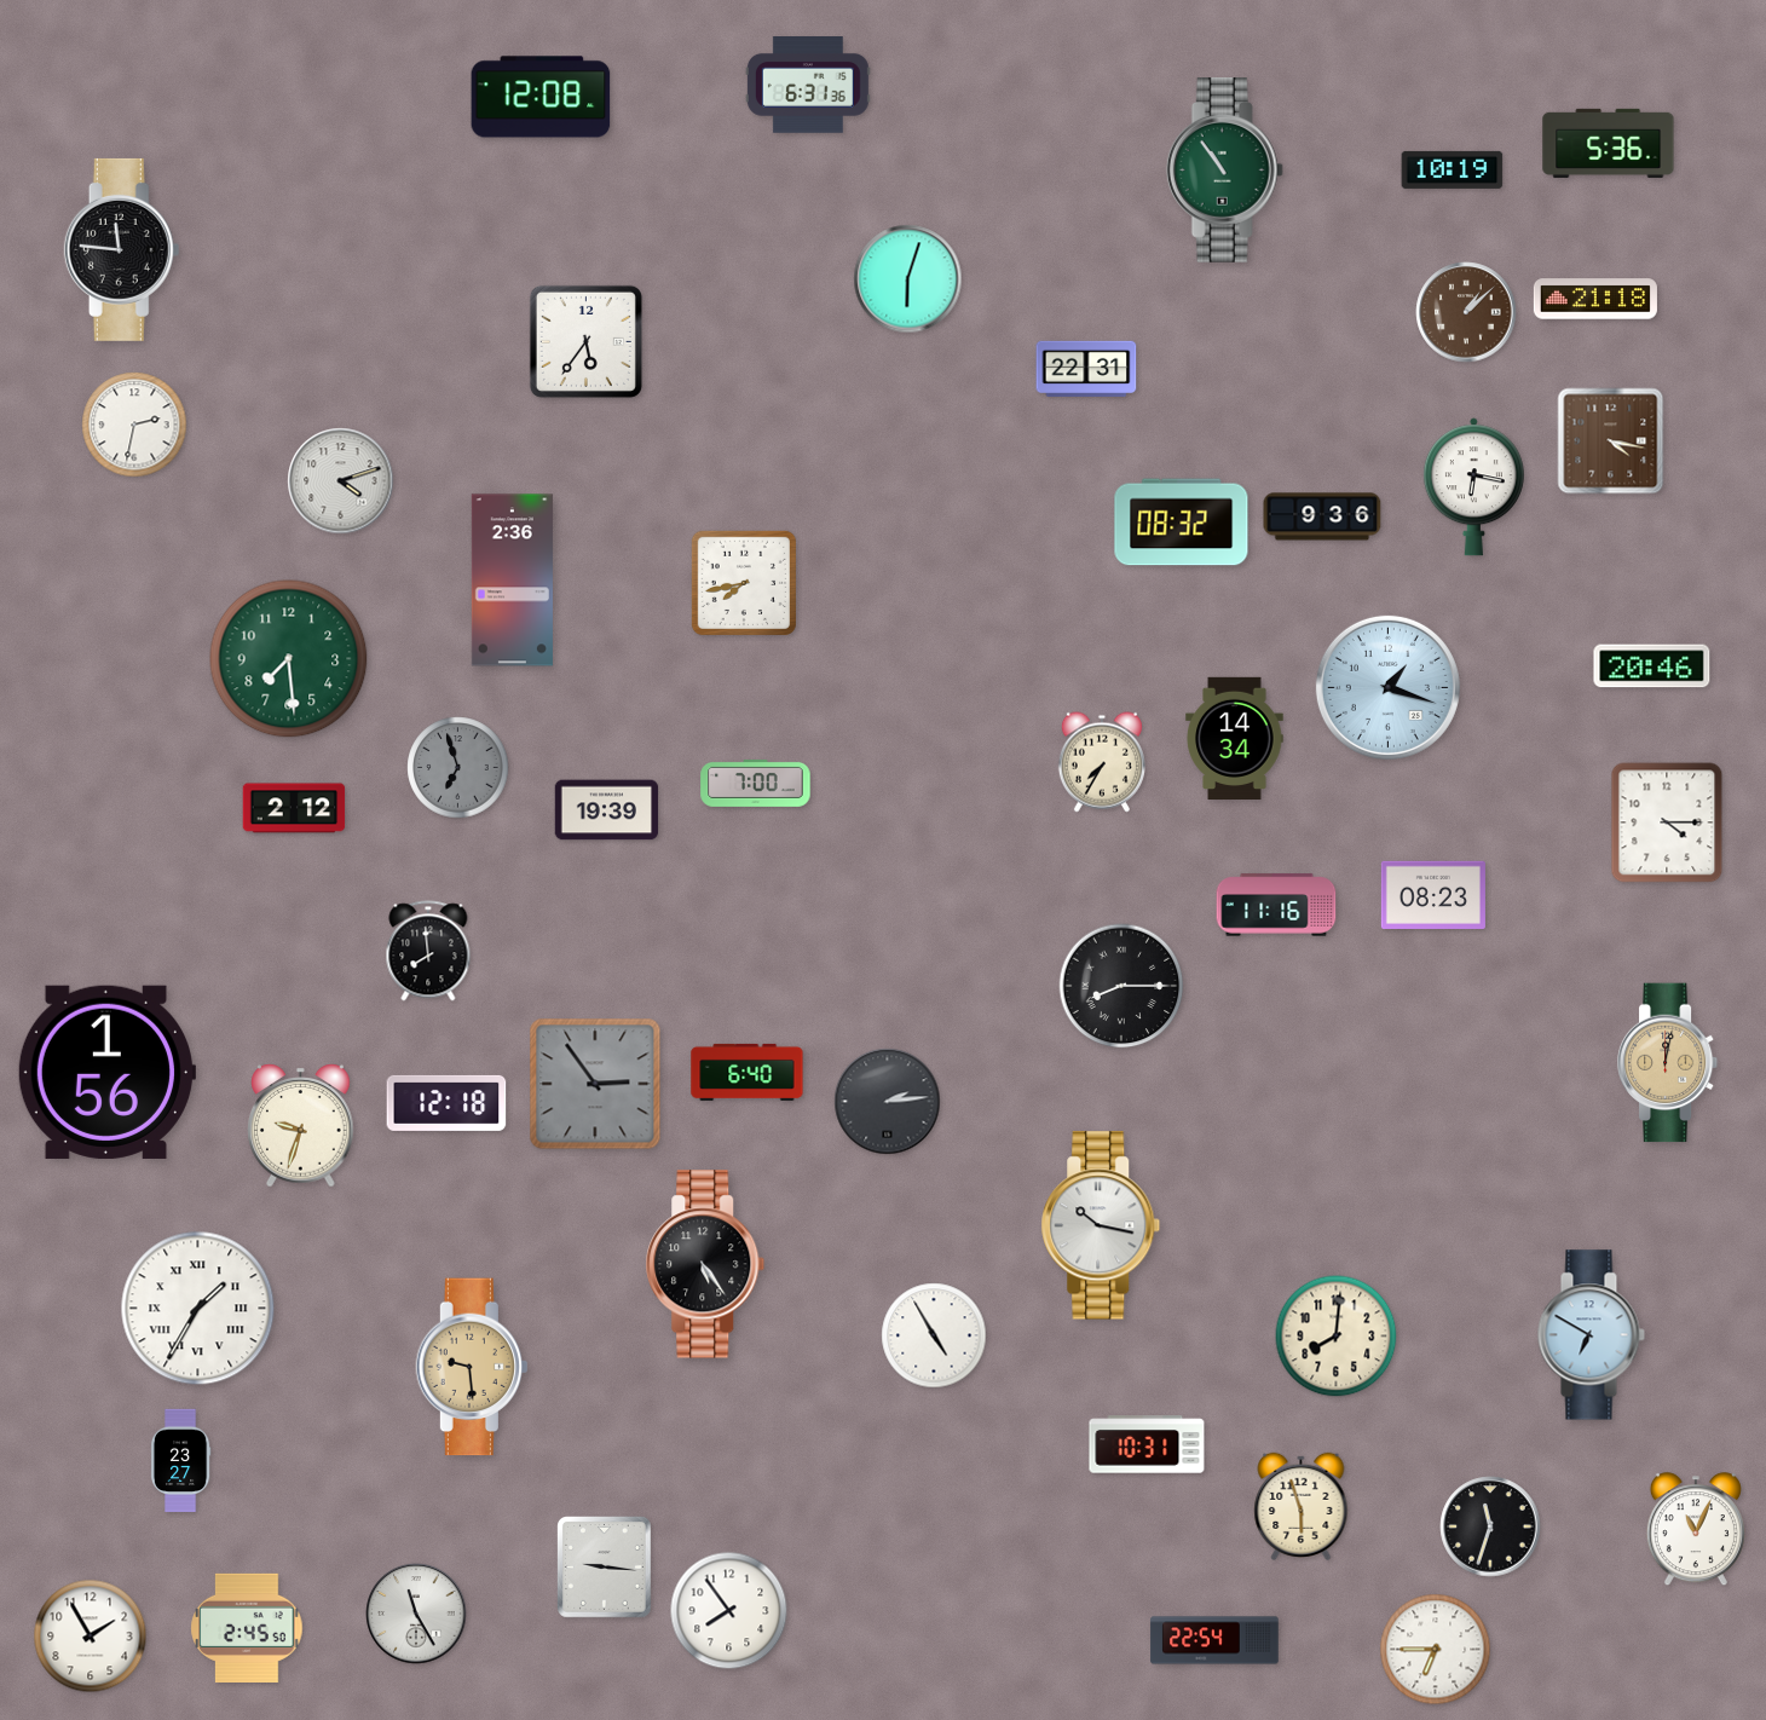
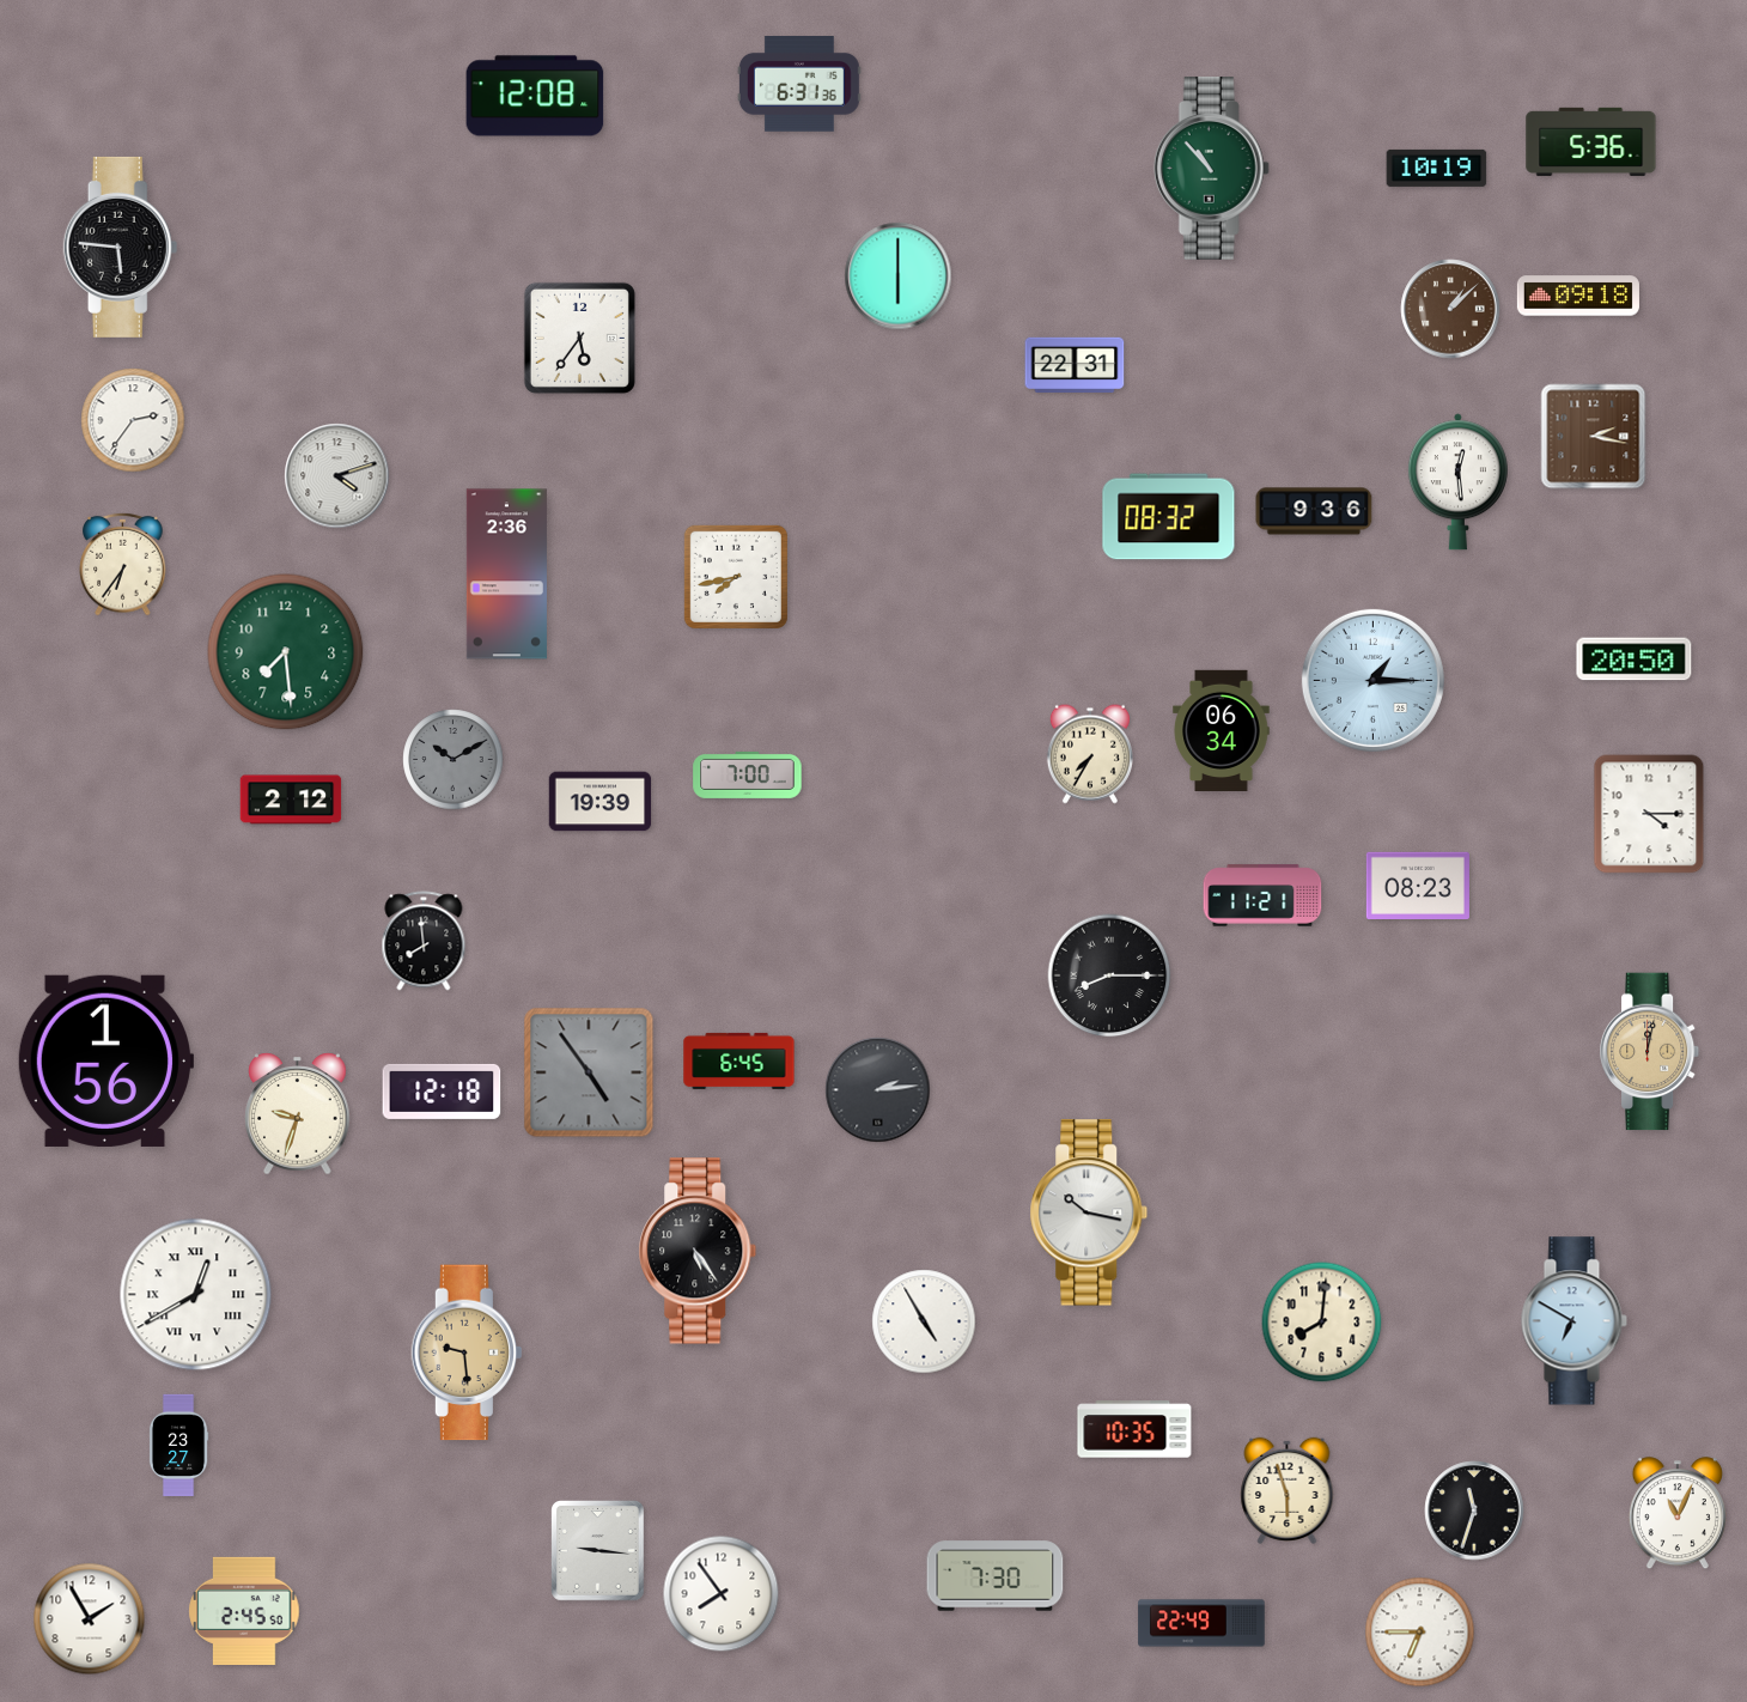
clock at (1224, 171): 10:54 -> 10:53
clock at (122, 249): 11:46 -> 5:46
clock at (908, 279): 6:03 -> 6:00
clock at (1595, 299): 21:18 -> 09:18
clock at (134, 425): 2:32 -> 2:36
clock at (1611, 441): 4:17 -> 2:17
clock at (1473, 487): 6:17 -> 12:29
clock at (1322, 516) position: (1322, 516) -> (1314, 511)
clock at (123, 564): none -> 6:36
clock at (1652, 666): 20:46 -> 20:50
clock at (1387, 687): 1:18 -> 1:15
clock at (1235, 738): 14:34 -> 06:34
clock at (458, 768): 6:57 -> 10:10
clock at (1276, 905): 11:16 -> 11:21
clock at (748, 1072): 6:40 -> 6:45
clock at (595, 1084): 2:54 -> 4:54
clock at (198, 1309): 1:35 -> 12:40
clock at (1147, 1444): 10:31 -> 10:35
clock at (996, 1576): none -> 7:30
clock at (416, 1614): 11:25 -> none
clock at (1214, 1640): 22:54 -> 22:49
